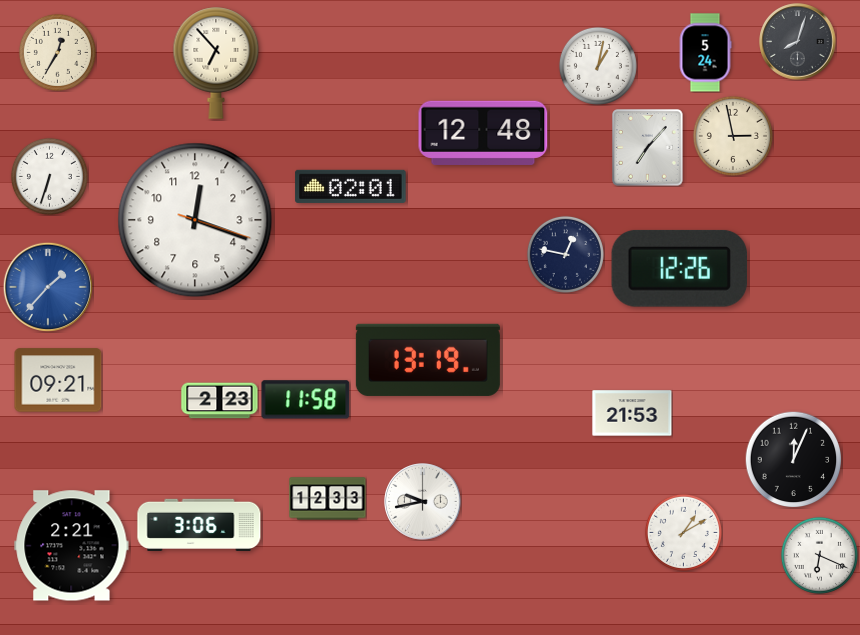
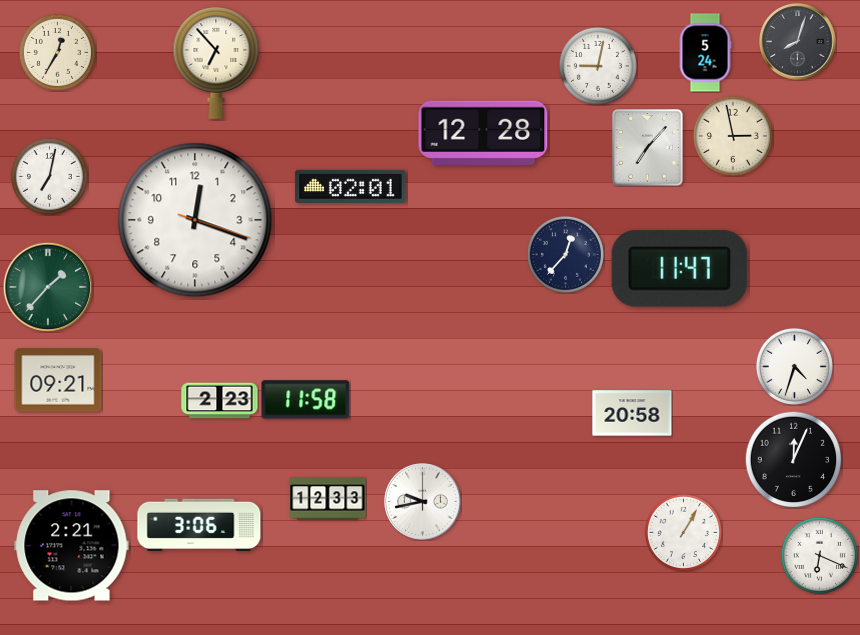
clock at (598, 66): 1:02 -> 9:02
clock at (483, 133): 12:48 -> 12:28
clock at (49, 176): 6:33 -> 7:02
clock at (565, 254): 12:47 -> 12:37
clock at (679, 268): 12:26 -> 11:47
clock at (47, 286) dial: blue -> green
clock at (428, 360): 13:19 -> none
clock at (794, 366): none -> 4:33
clock at (632, 413): 21:53 -> 20:58
clock at (683, 532): 1:10 -> 1:05
